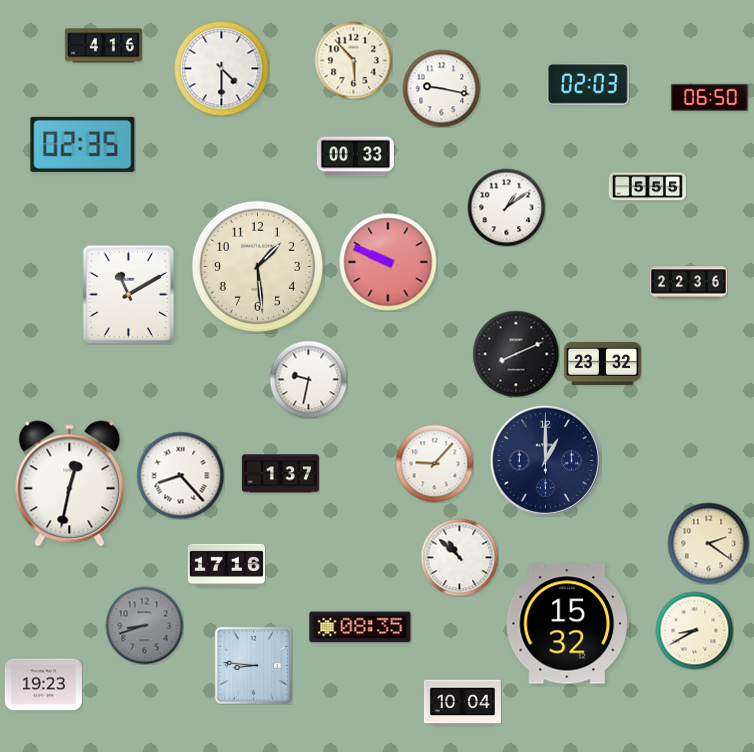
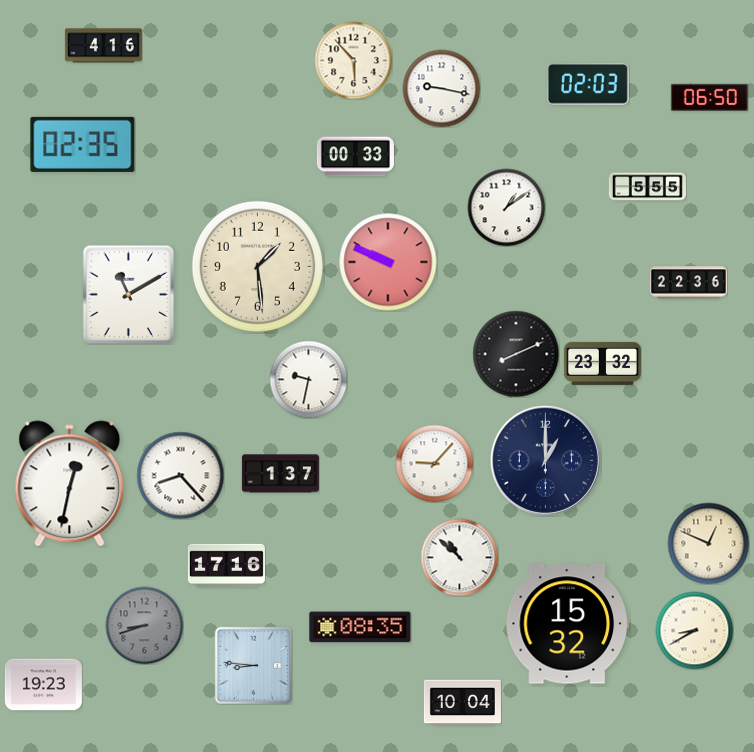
clock at (221, 68): 4:30 -> none
clock at (708, 543): 2:21 -> 12:49
